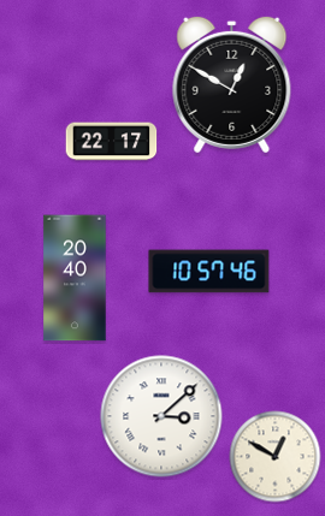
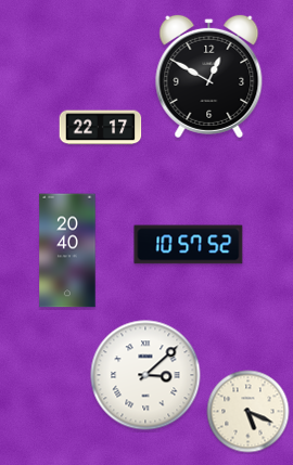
clock at (209, 272): 10:57:46 -> 10:57:52
clock at (276, 457): 12:50 -> 5:19
